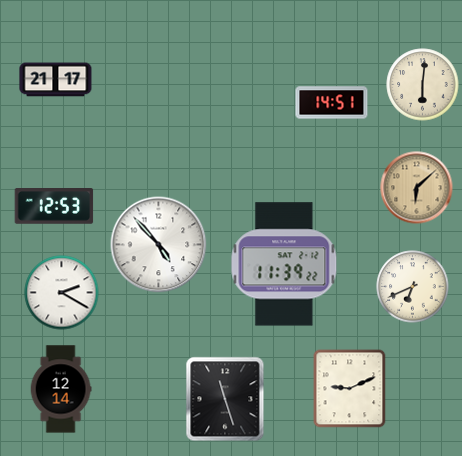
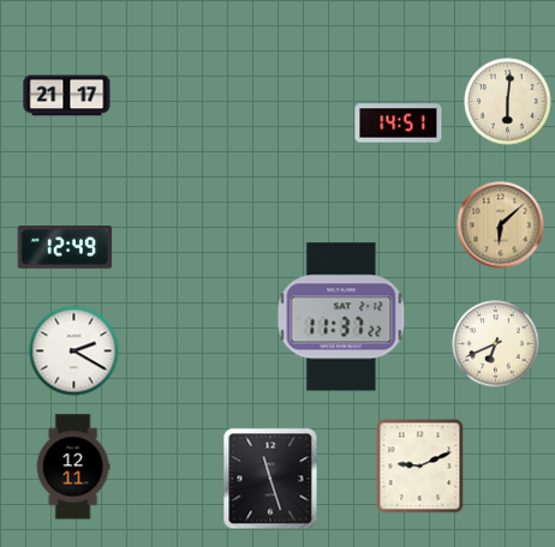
clock at (54, 207): 12:53 -> 12:49
clock at (159, 245): 4:53 -> none
clock at (284, 264): 11:39 -> 11:37
clock at (61, 389): 12:14 -> 12:11
